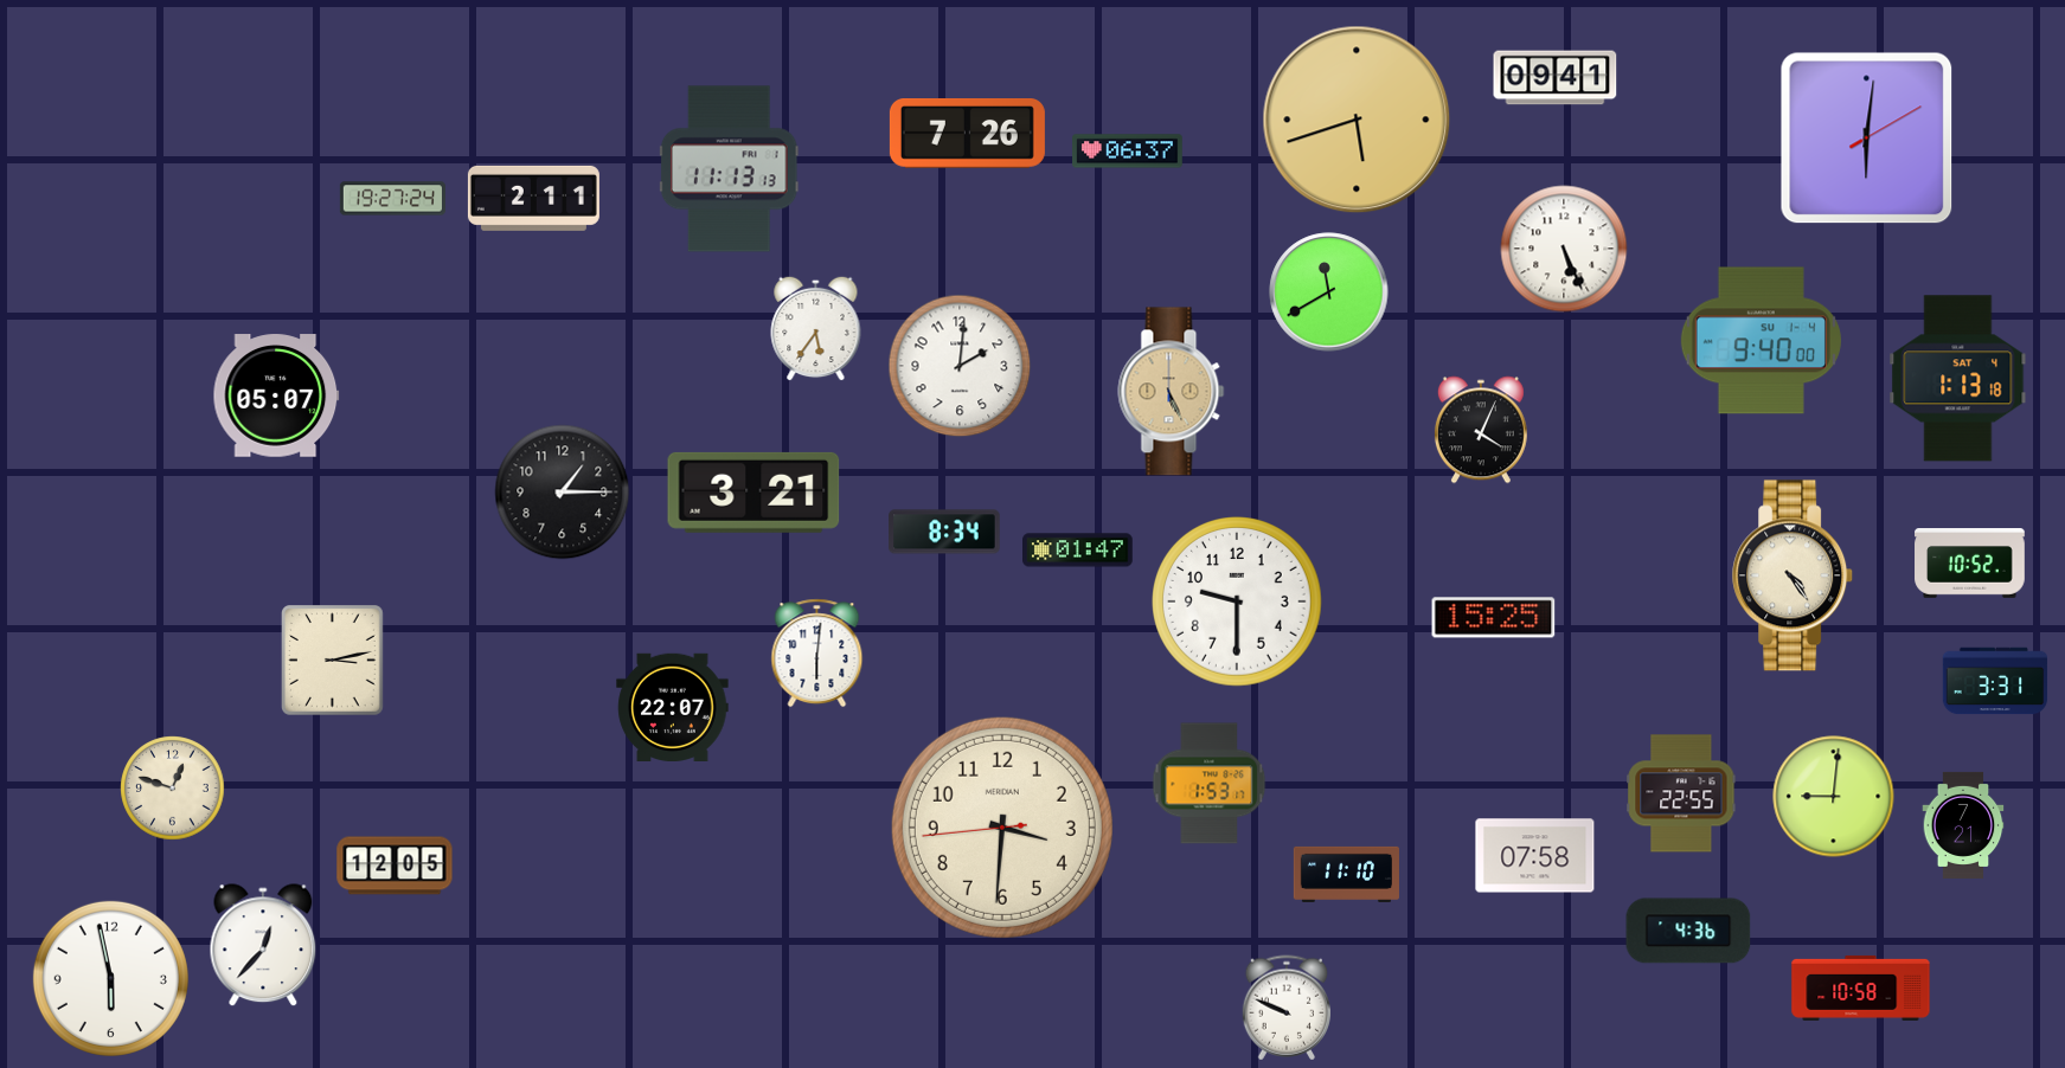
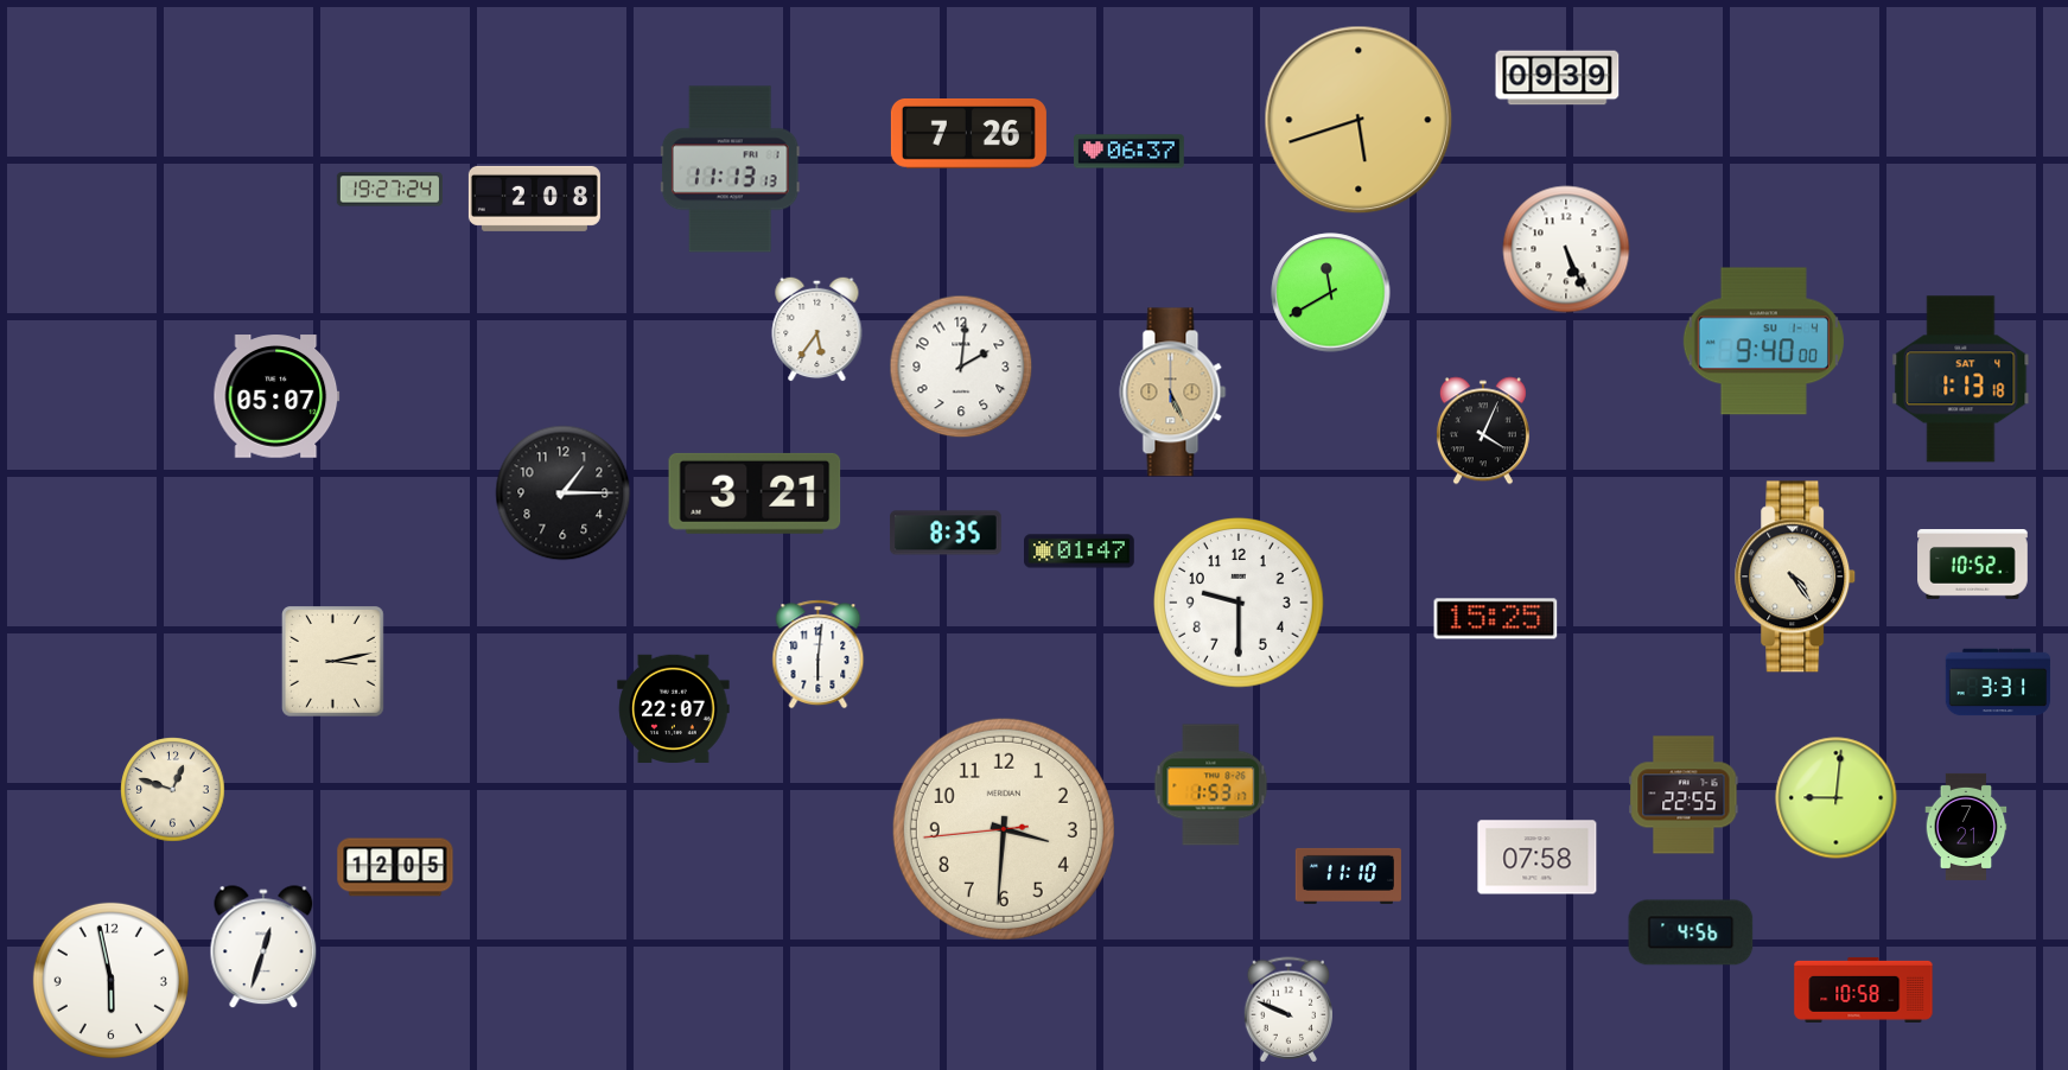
clock at (1556, 78): 09:41 -> 09:39
clock at (1867, 139): 6:01 -> none
clock at (533, 198): 2:11 -> 2:08
clock at (392, 199) position: (392, 199) -> (389, 190)
clock at (944, 532): 8:34 -> 8:35
clock at (1688, 931): 4:36 -> 4:56
clock at (263, 946): 12:37 -> 12:33
